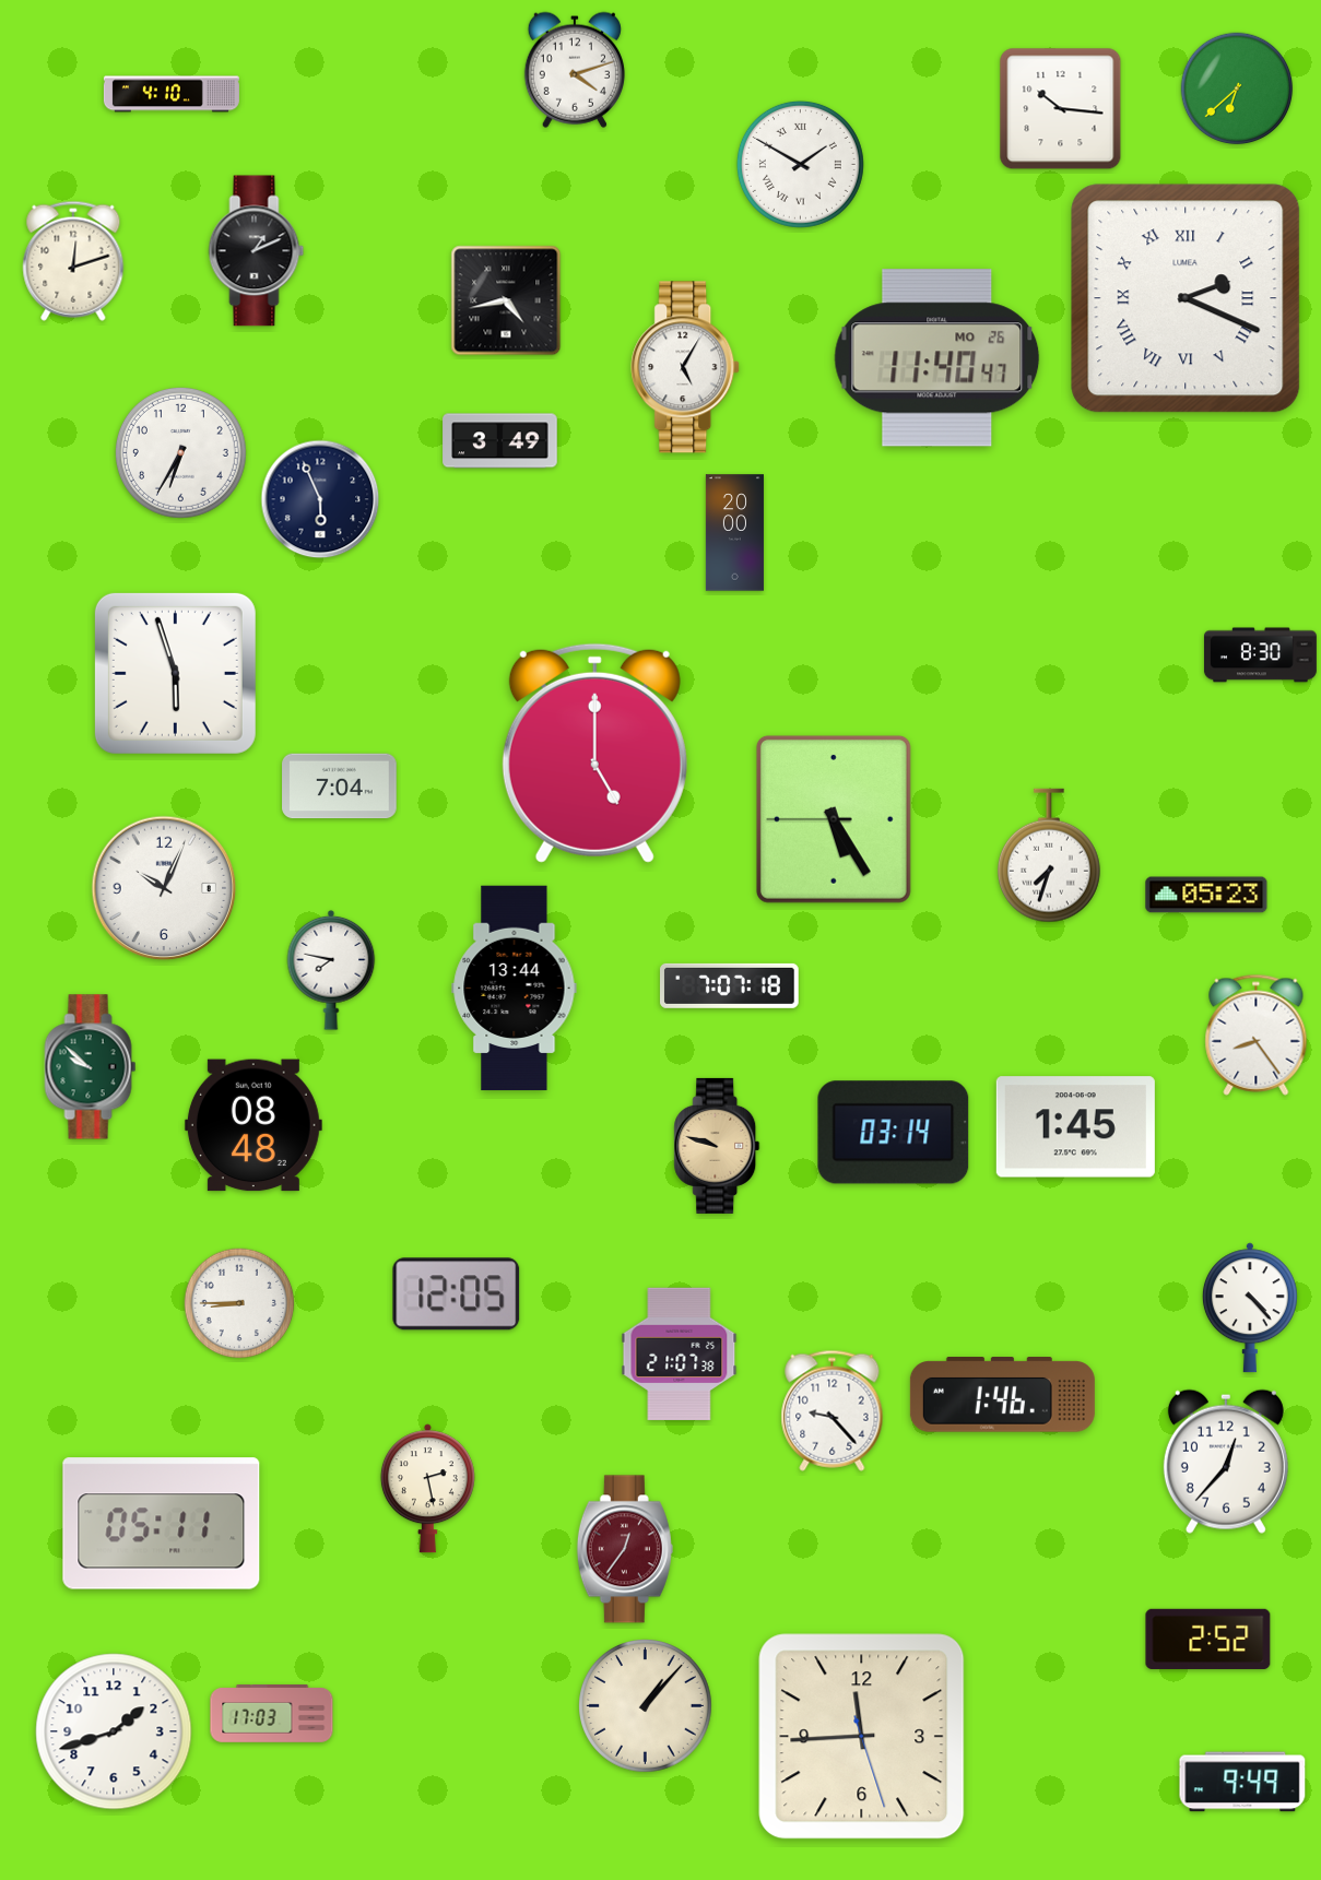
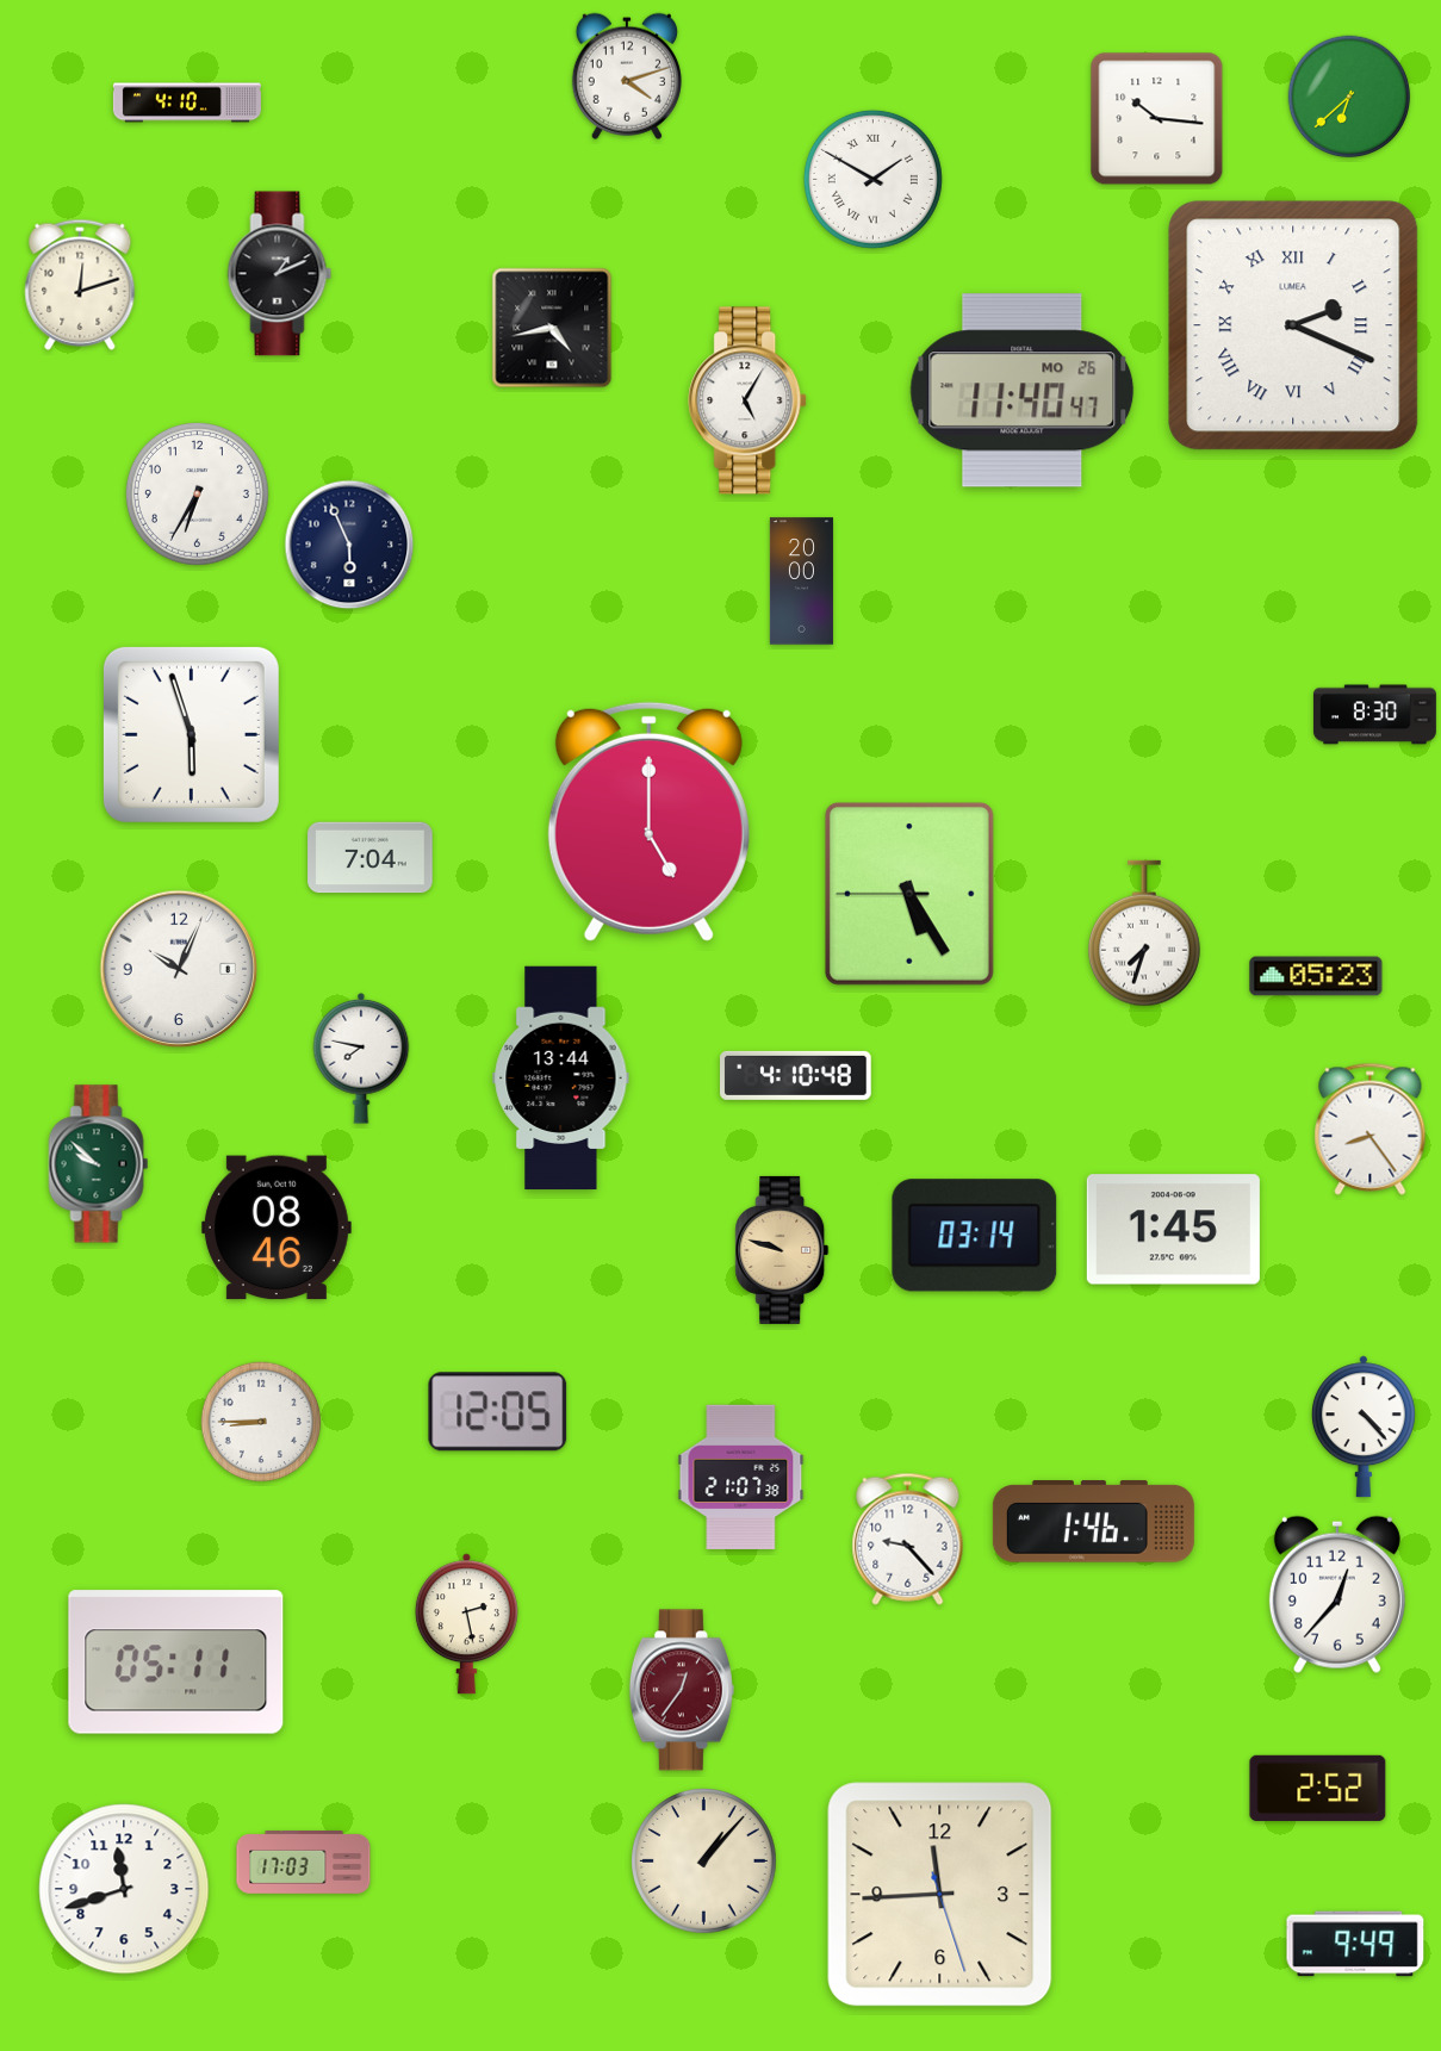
clock at (500, 441): 3:49 -> none
clock at (730, 985): 7:07 -> 4:10
clock at (253, 1125): 08:48 -> 08:46
clock at (272, 1714) position: (272, 1714) -> (304, 1863)
clock at (114, 1731): 1:42 -> 11:42
